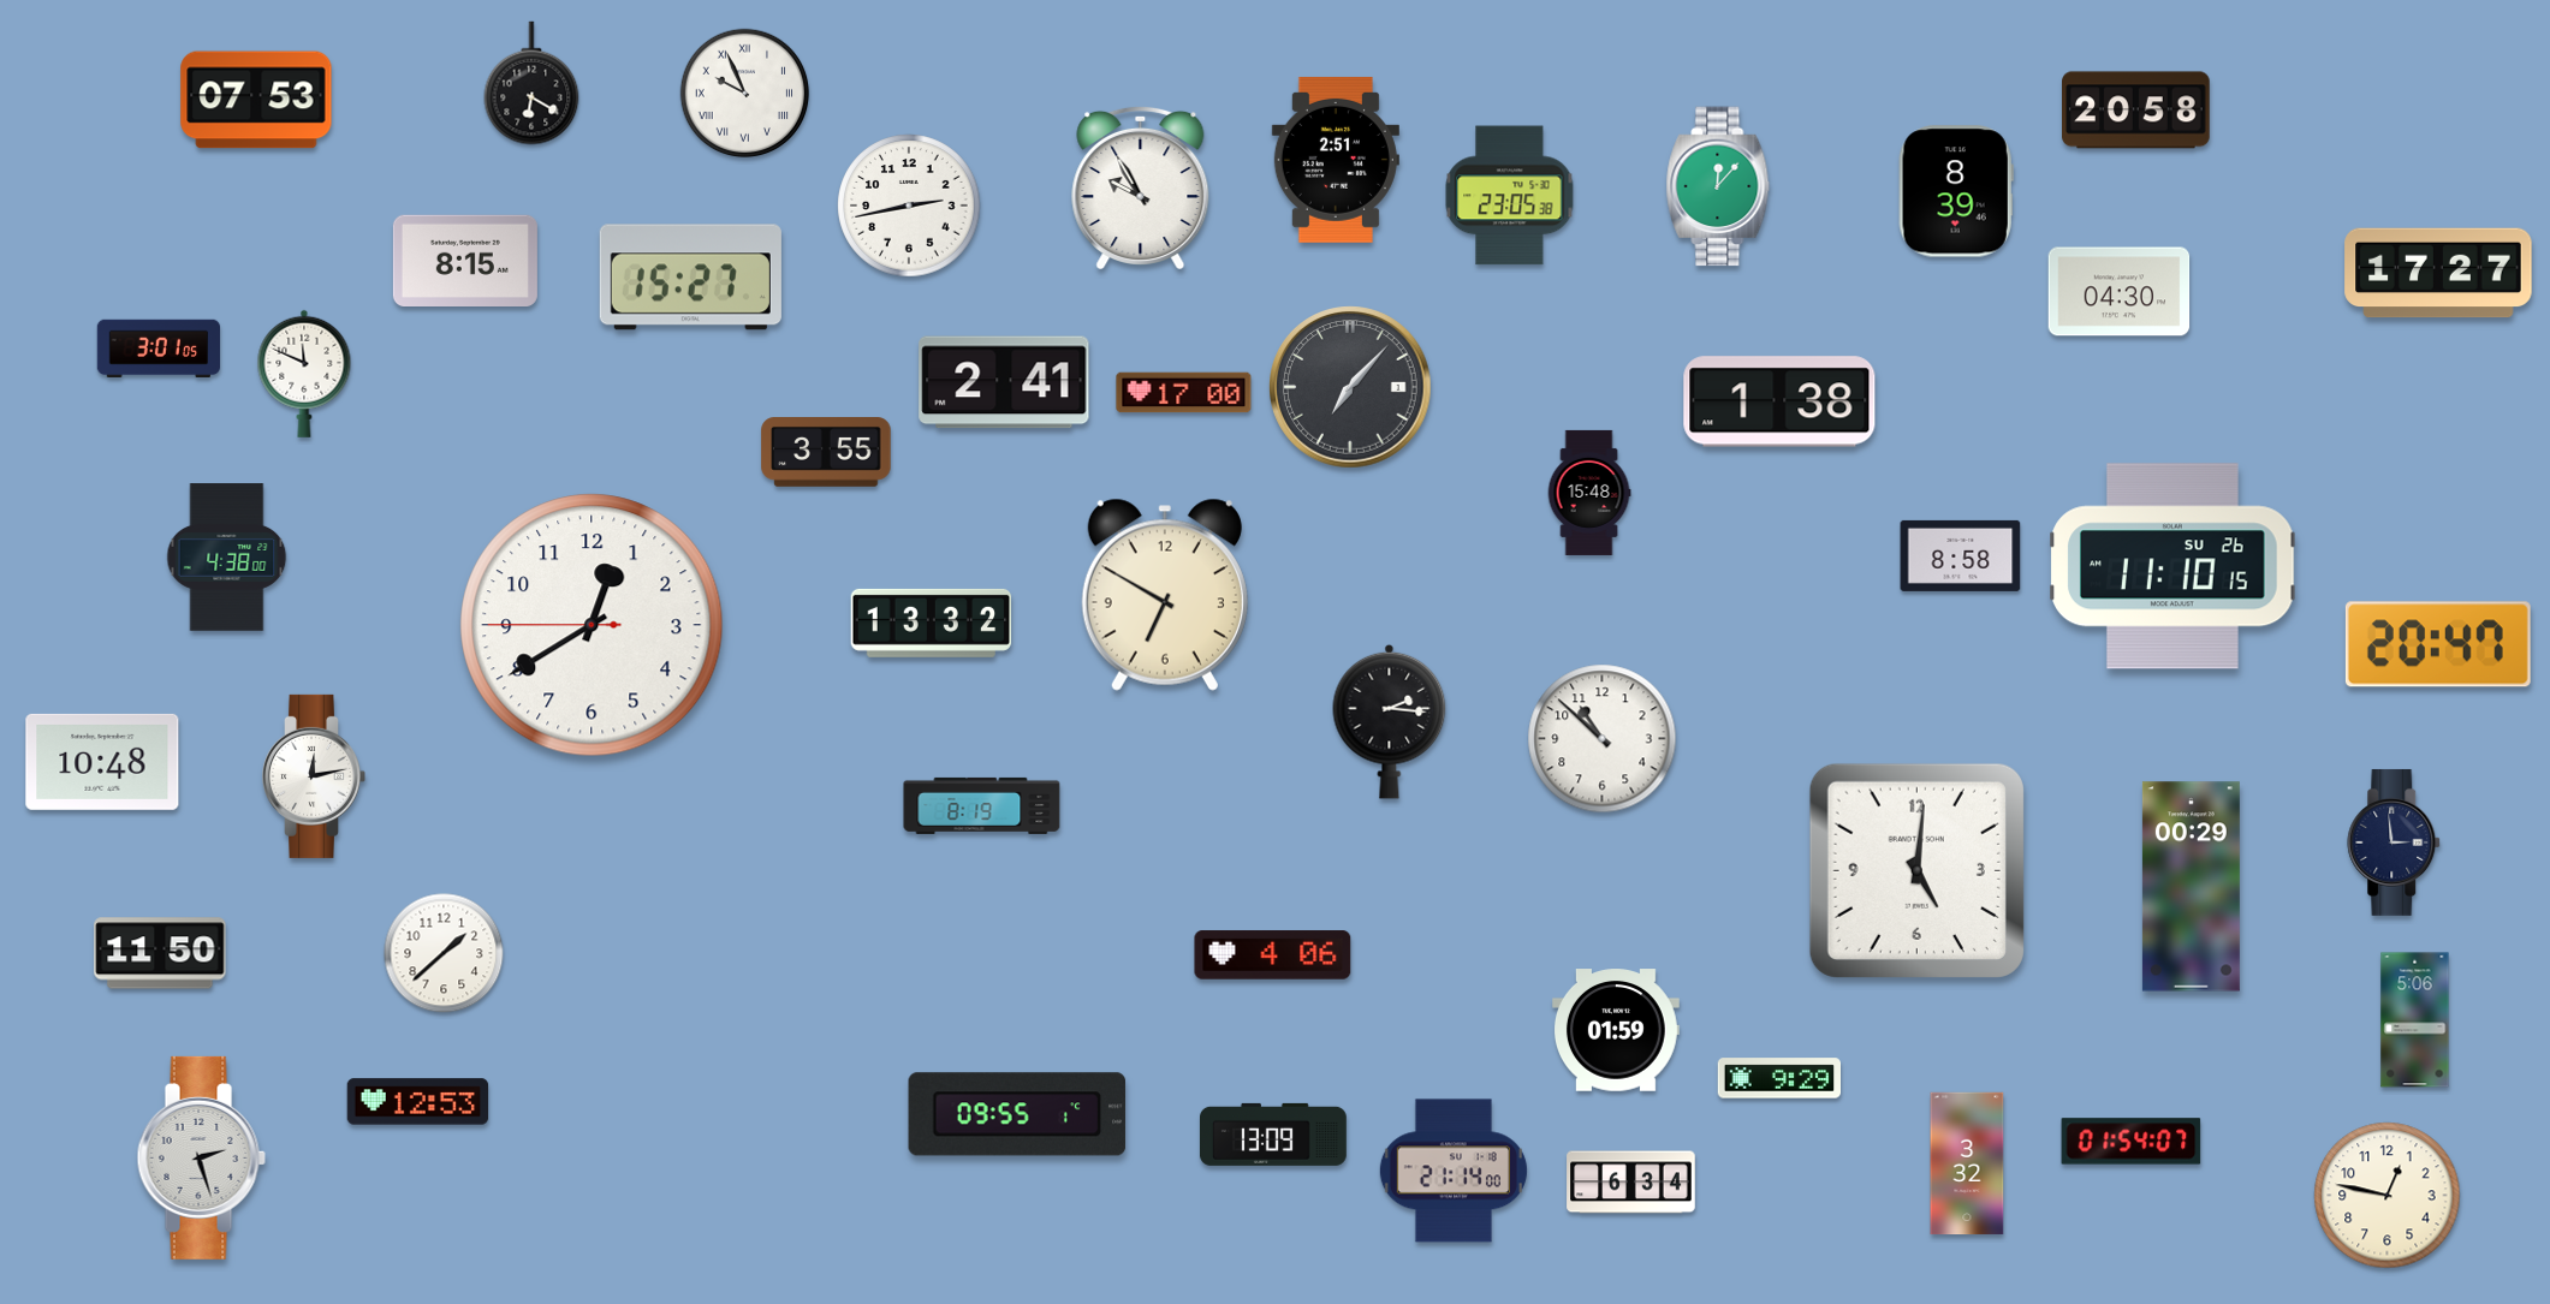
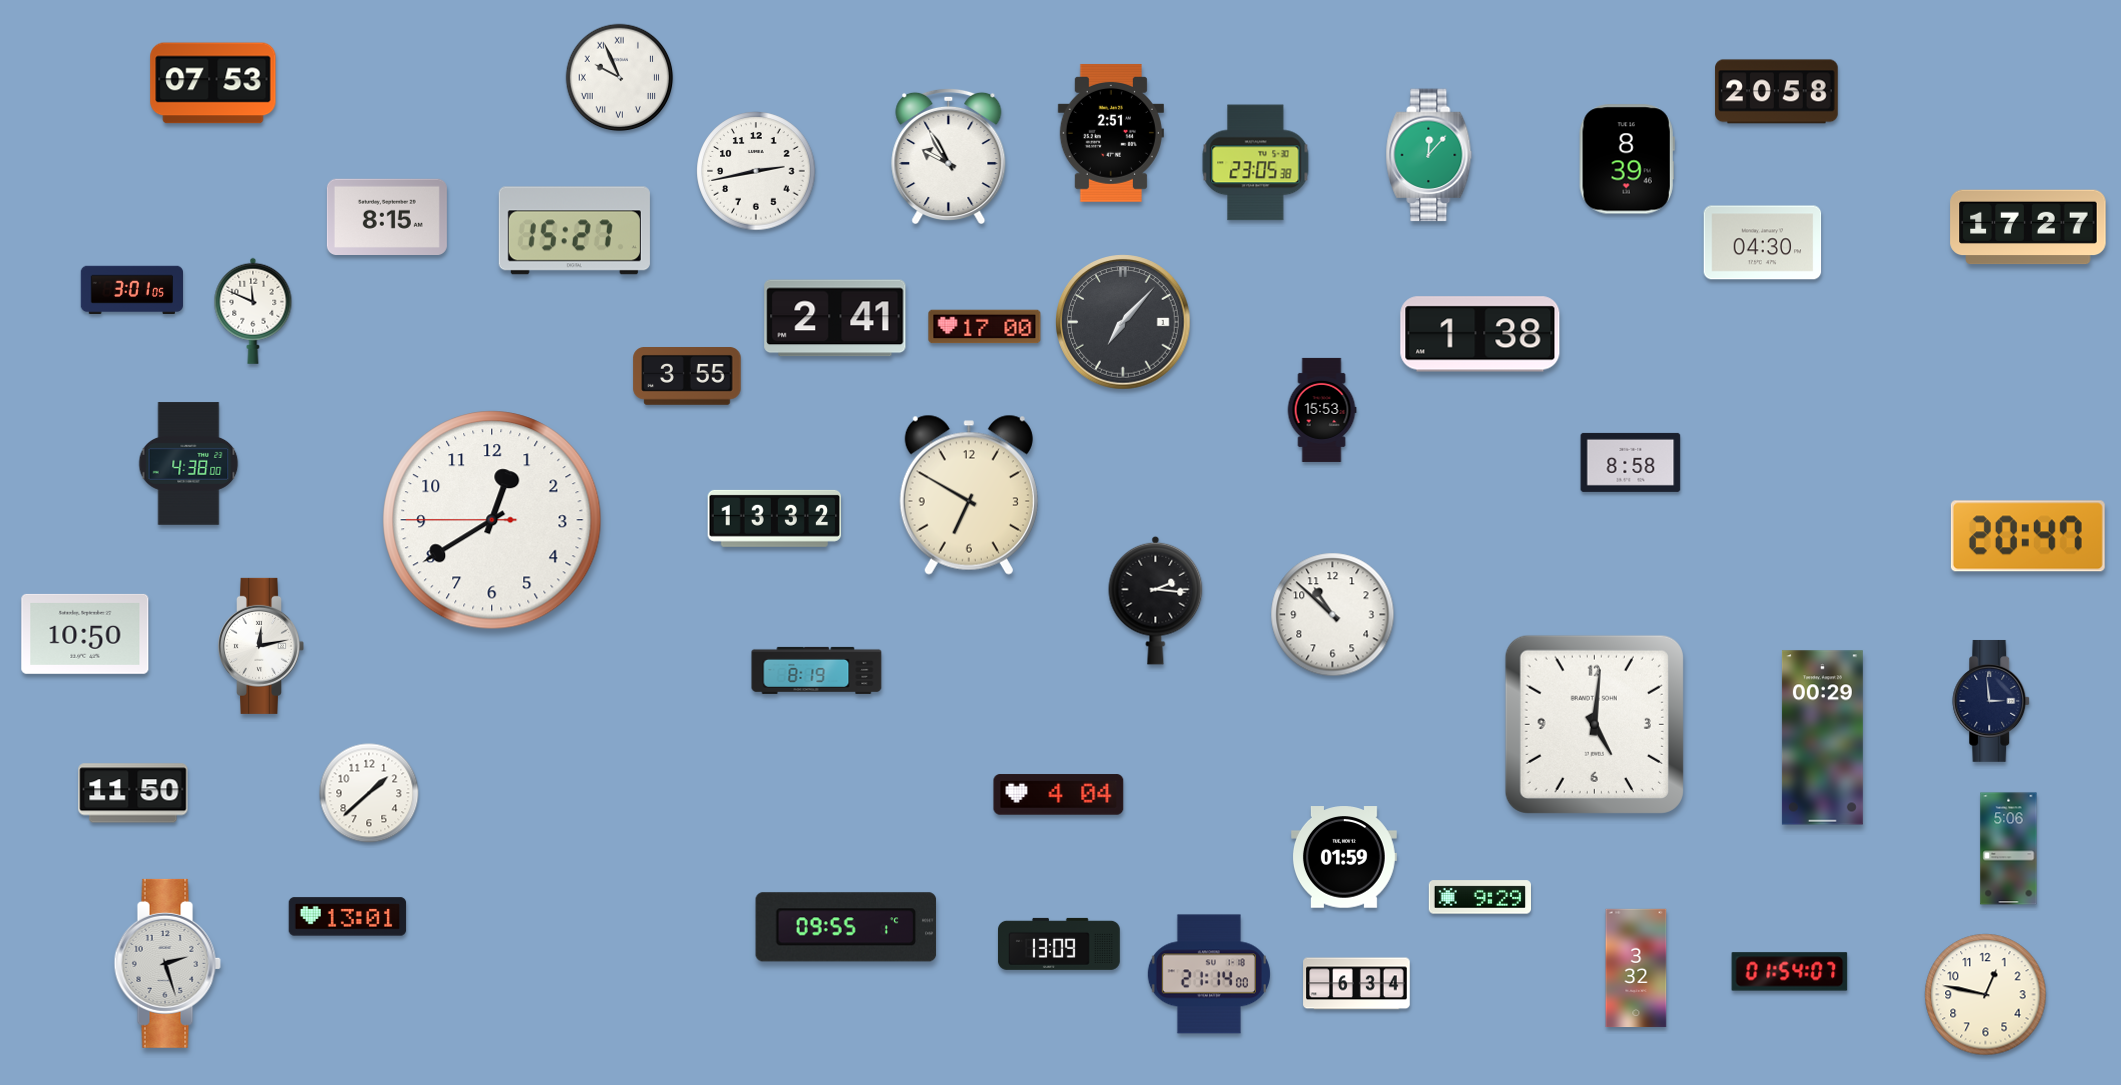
clock at (531, 83): 6:20 -> none
clock at (1589, 493): 15:48 -> 15:53
clock at (2172, 566): 11:10 -> none
clock at (102, 762): 10:48 -> 10:50
clock at (1273, 955): 4:06 -> 4:04
clock at (418, 1102): 12:53 -> 13:01
clock at (2132, 1142) position: (2132, 1142) -> (1790, 972)
